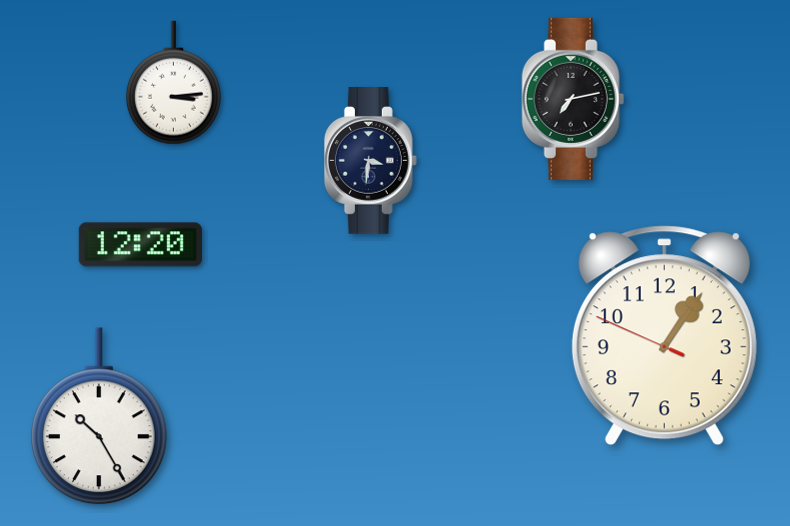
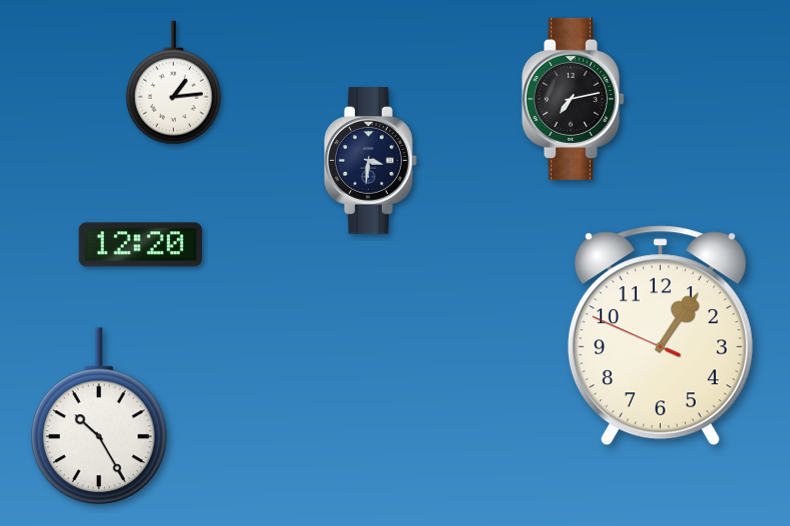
clock at (173, 83): 3:14 -> 1:14
clock at (664, 336) position: (664, 336) -> (660, 336)
